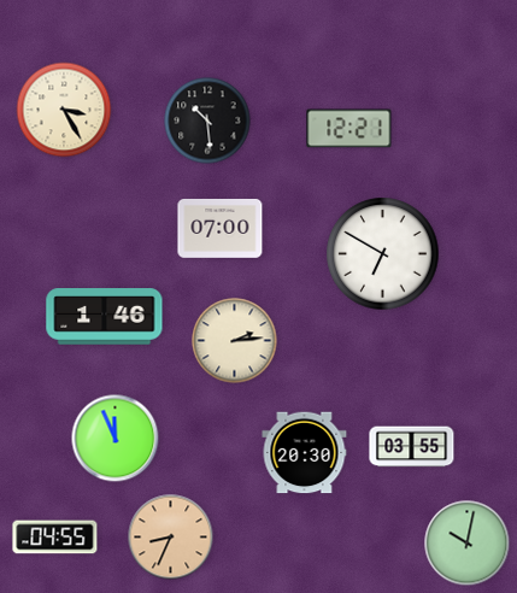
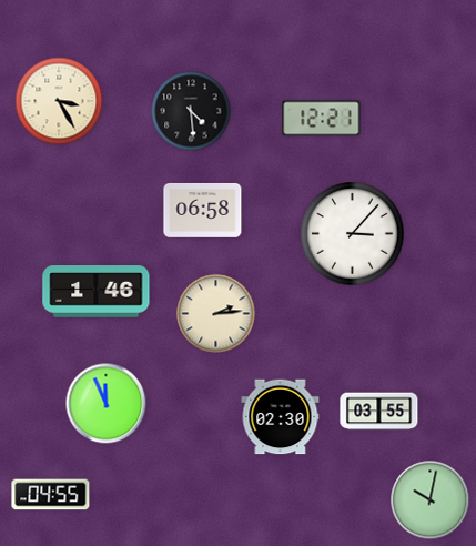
clock at (207, 121): 10:29 -> 4:29
clock at (221, 229): 07:00 -> 06:58
clock at (383, 254): 6:50 -> 3:07
clock at (305, 453): 20:30 -> 02:30
clock at (171, 538): 8:34 -> none
